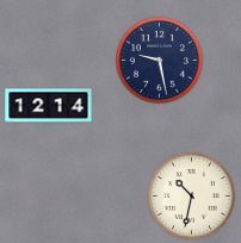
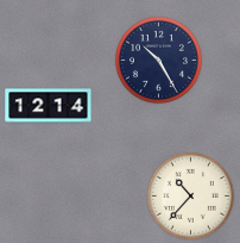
clock at (159, 60): 9:28 -> 10:25
clock at (191, 195): 10:32 -> 10:37
